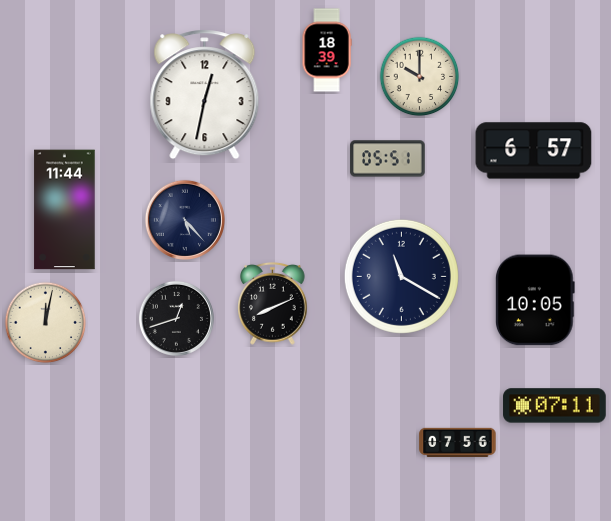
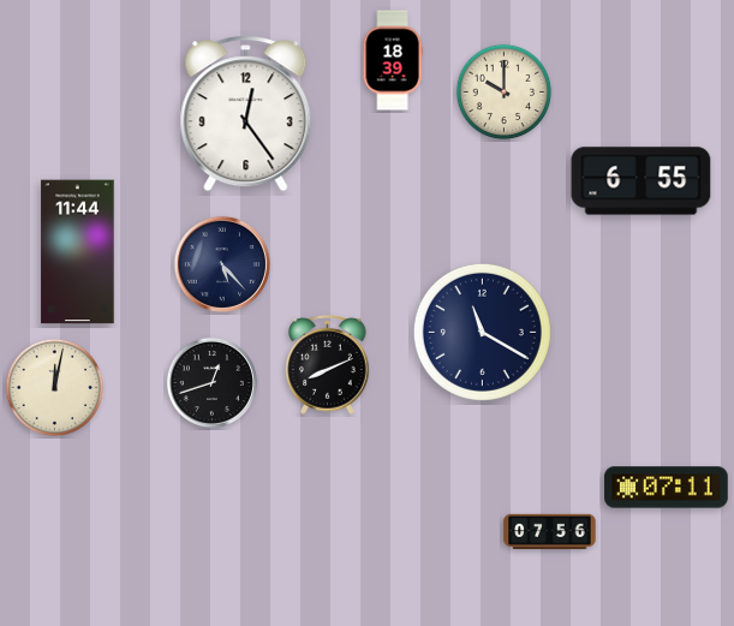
clock at (205, 95): 12:32 -> 12:24
clock at (534, 151): 6:57 -> 6:55
clock at (388, 159): 05:51 -> none
clock at (535, 300): 10:05 -> none
